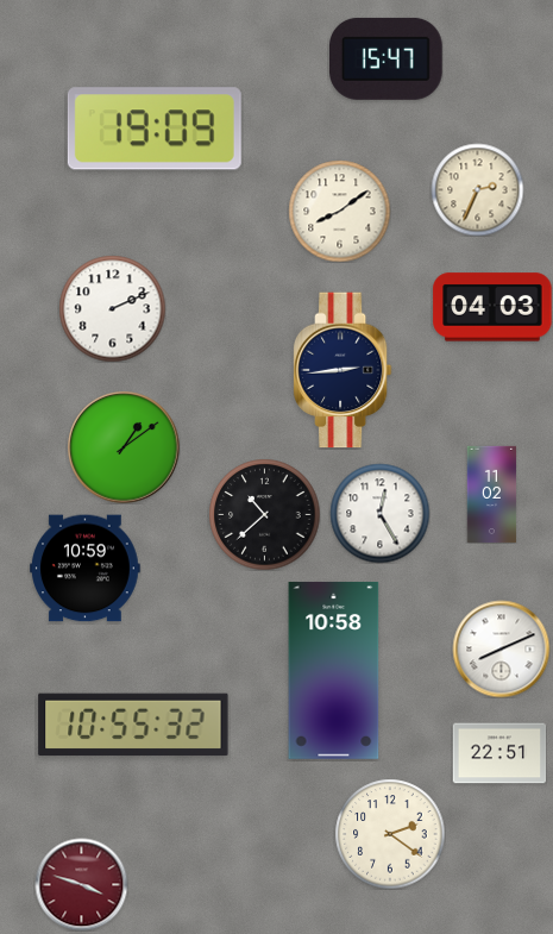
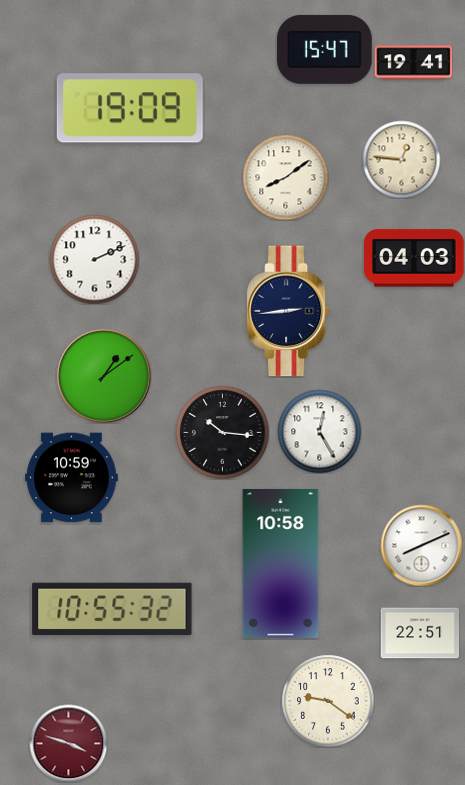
clock at (413, 63): none -> 19:41
clock at (477, 189): 2:34 -> 12:46
clock at (492, 494): 11:02 -> none
clock at (264, 514): 10:38 -> 10:16
clock at (390, 834): 2:21 -> 9:21
